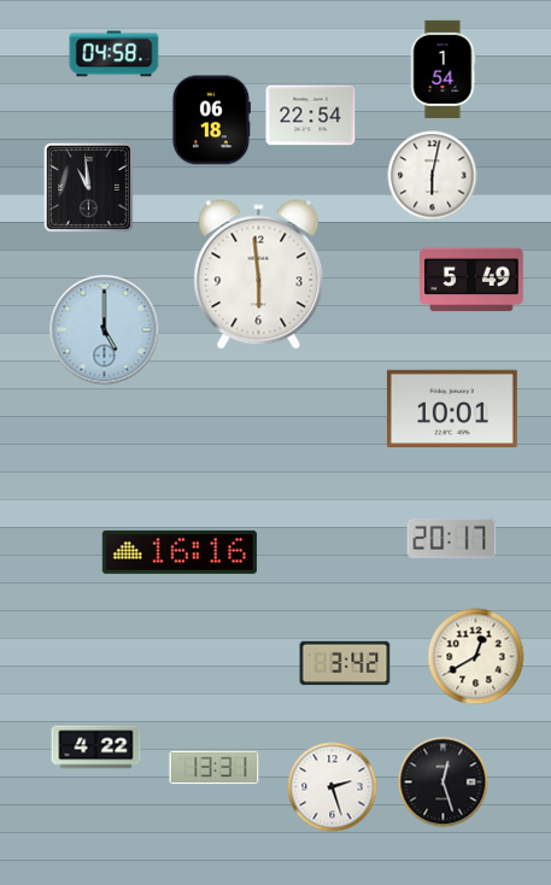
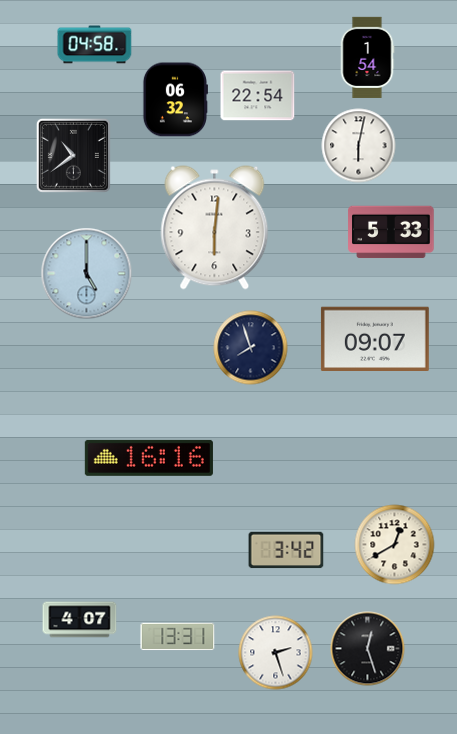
clock at (211, 121): 06:18 -> 06:32
clock at (88, 187): 10:59 -> 10:39
clock at (259, 275): 5:59 -> 6:01
clock at (471, 280): 5:49 -> 5:33
clock at (452, 408): 10:01 -> 09:07
clock at (251, 348): none -> 7:57
clock at (452, 538): 20:17 -> none
clock at (96, 748): 4:22 -> 4:07
